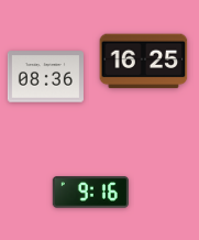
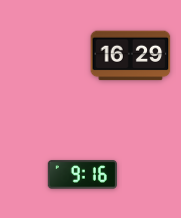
clock at (144, 62): 16:25 -> 16:29
clock at (45, 77): 08:36 -> none
